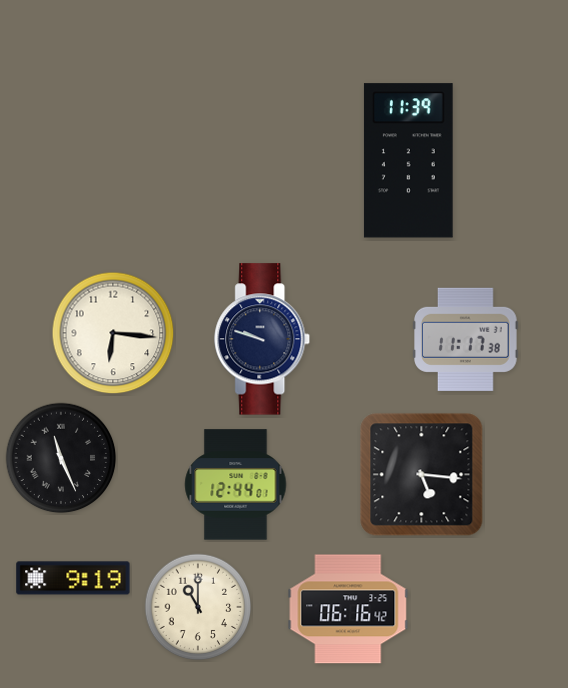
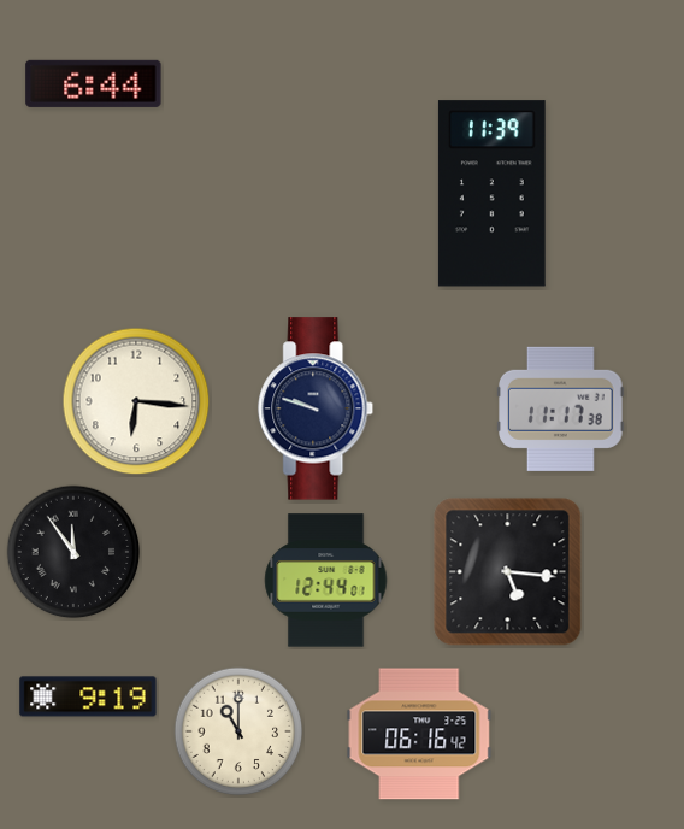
clock at (94, 83): none -> 6:44
clock at (61, 458): 11:26 -> 11:54
clock at (236, 485) position: (236, 485) -> (326, 581)
